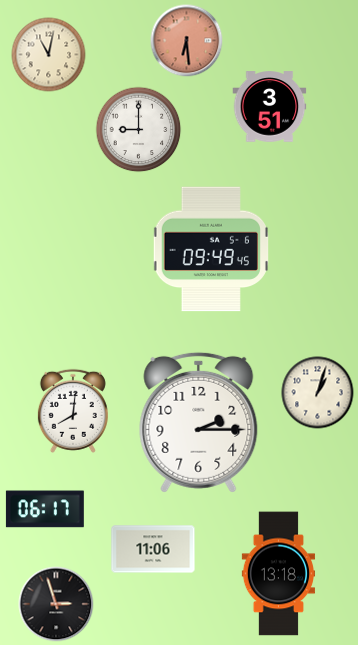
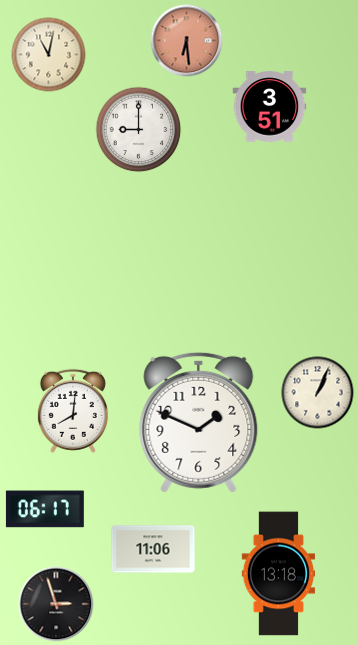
clock at (211, 249): 09:49 -> none
clock at (318, 393): 1:03 -> 1:04
clock at (199, 422): 2:15 -> 1:49
